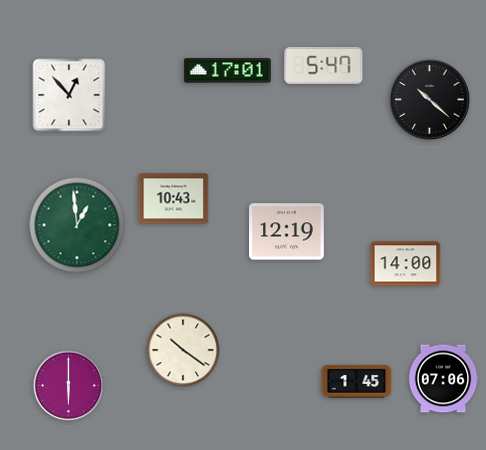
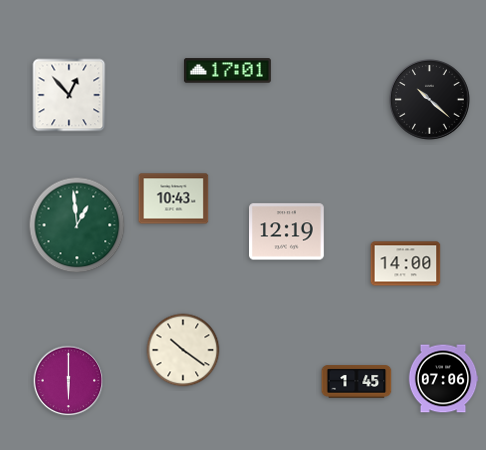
clock at (324, 65): 5:47 -> none
clock at (69, 386) position: (69, 386) -> (69, 381)
